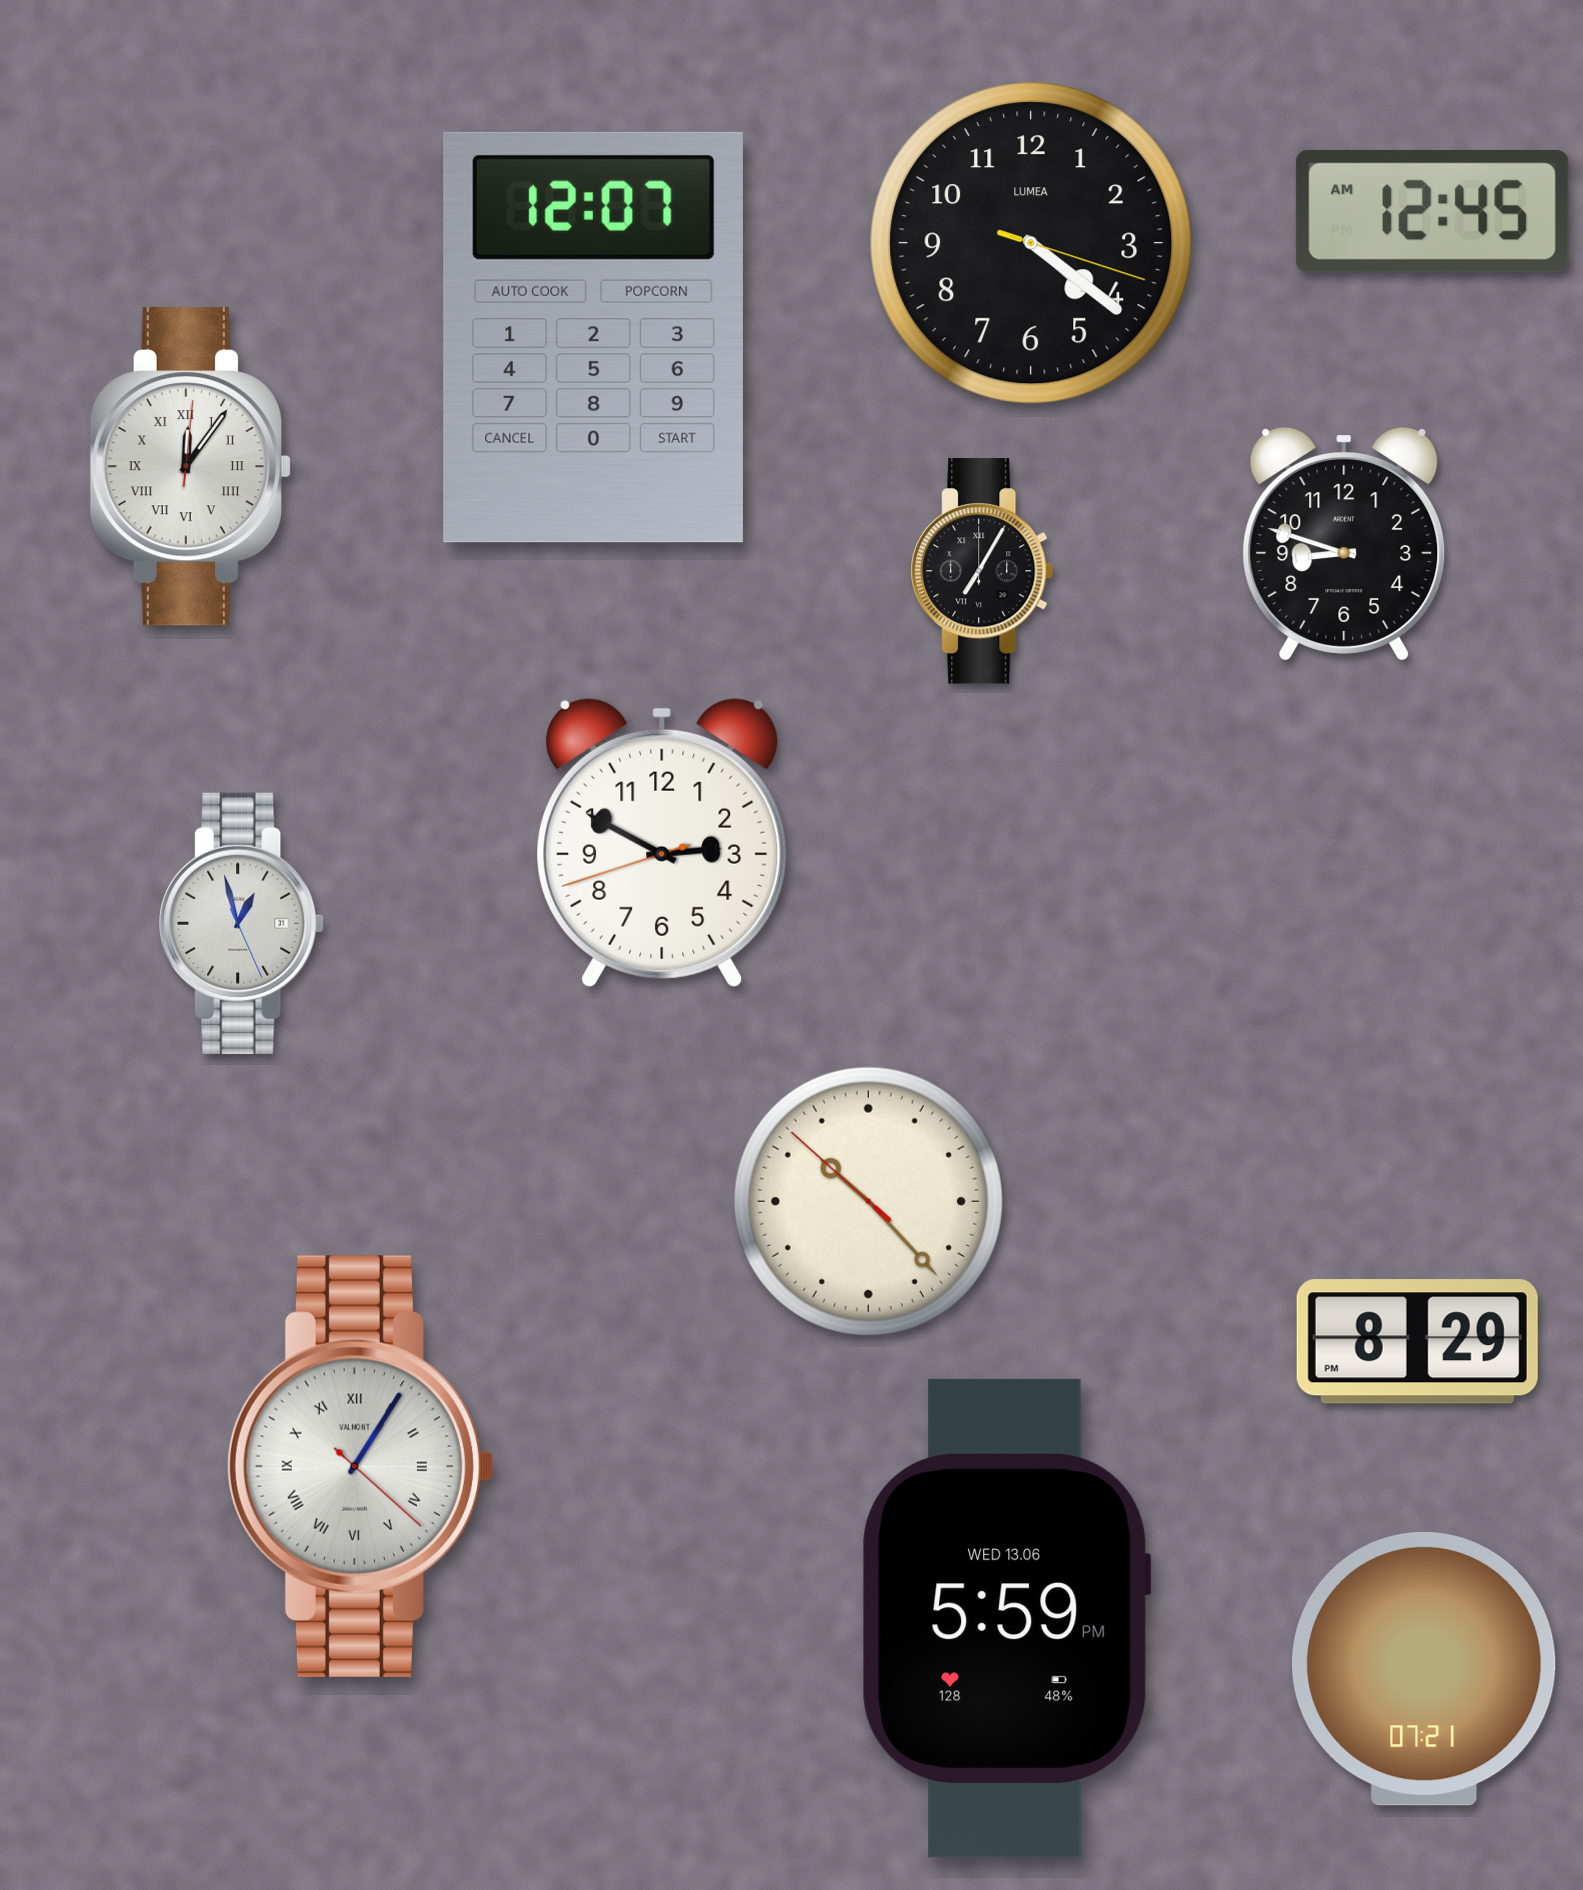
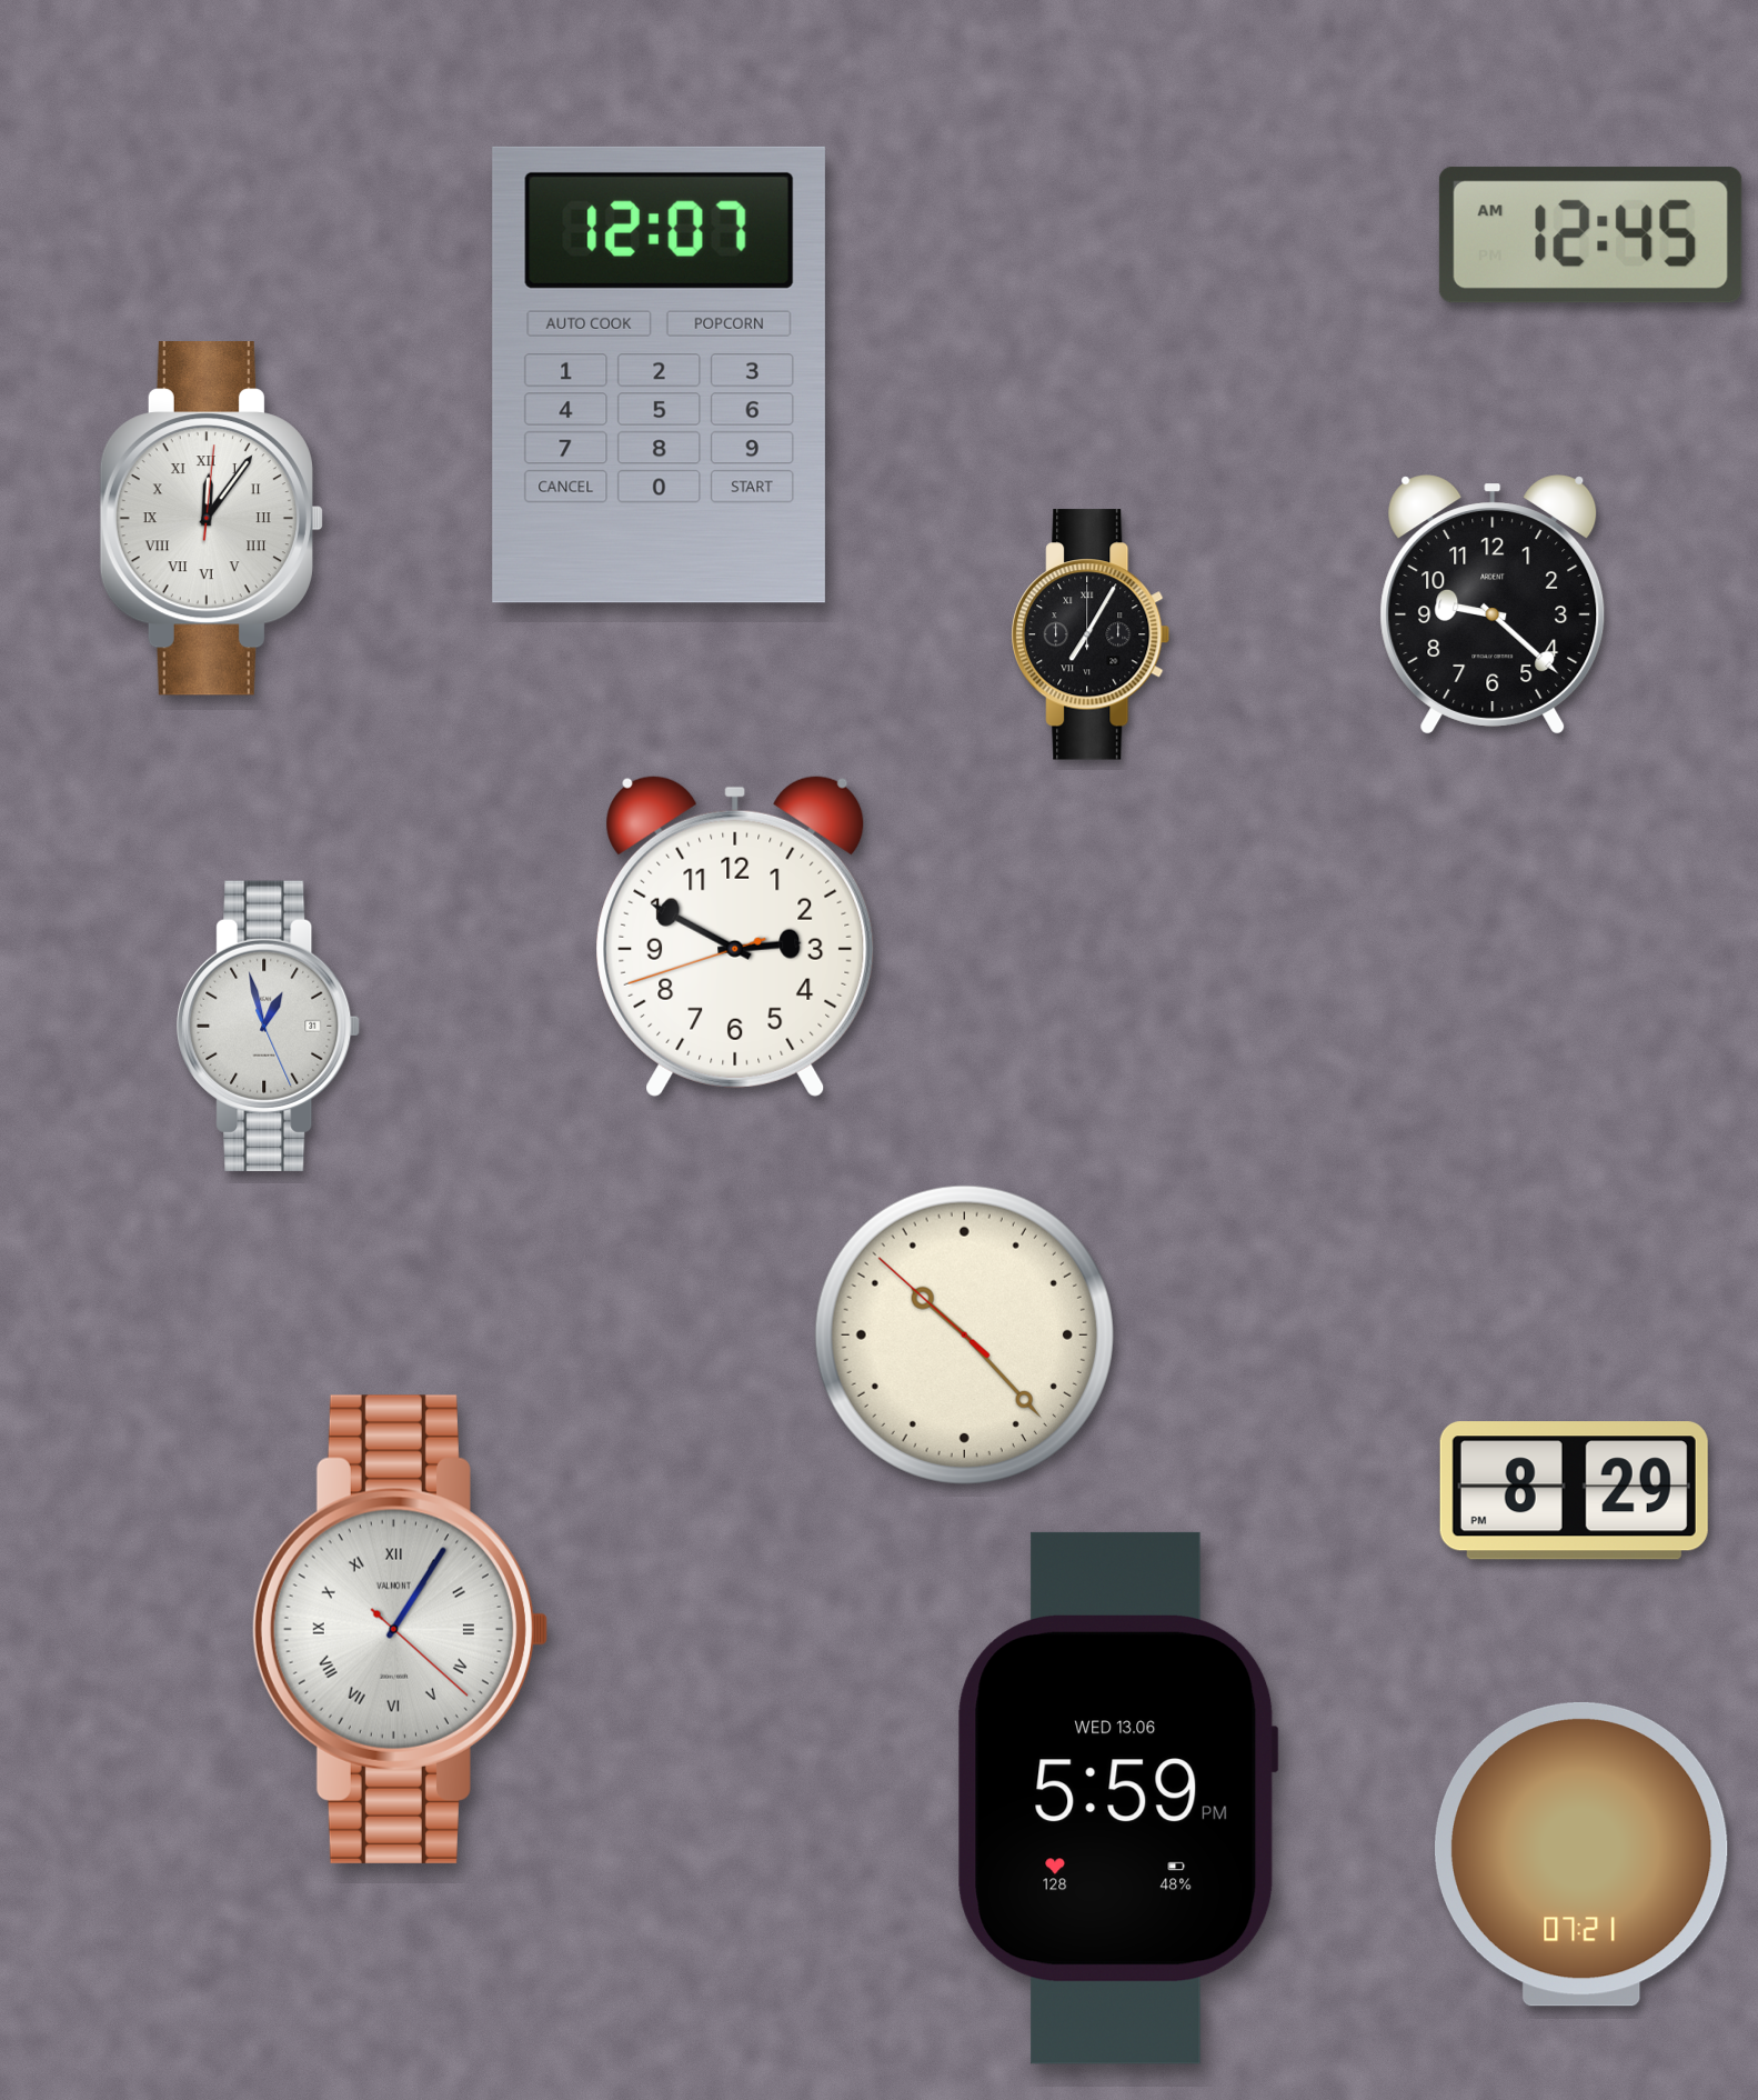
clock at (1031, 243): 4:21 -> none
clock at (1344, 544): 8:48 -> 9:22
